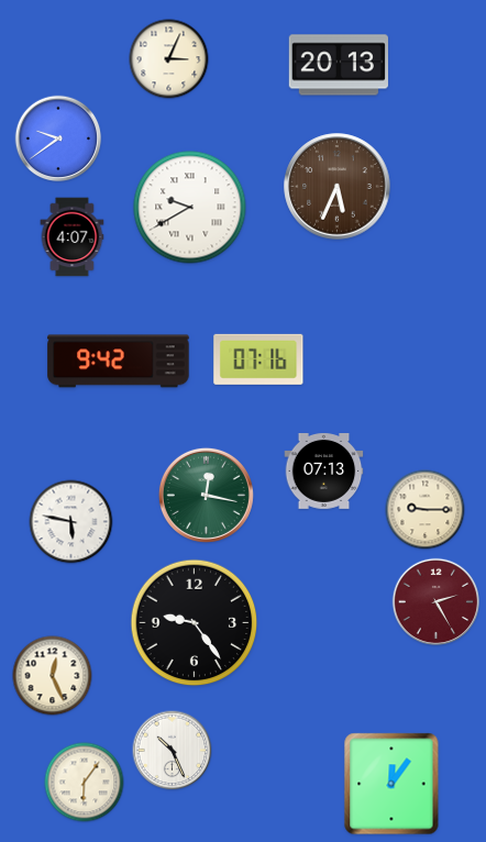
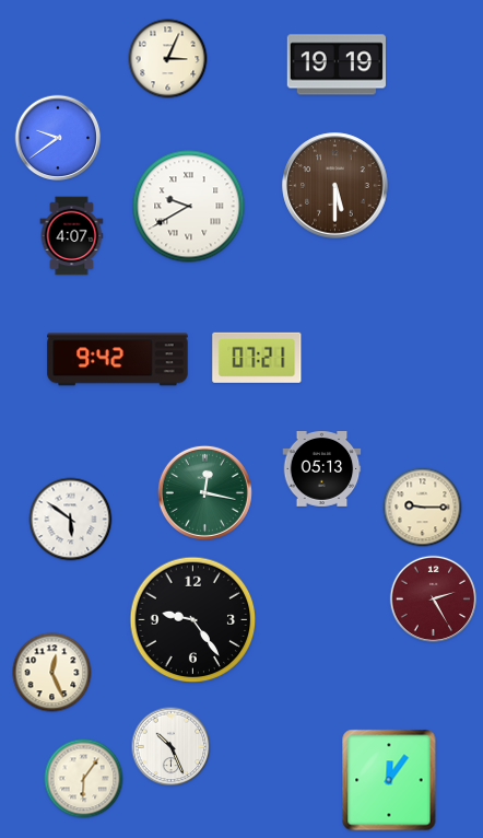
clock at (339, 65): 20:13 -> 19:19
clock at (338, 187): 5:34 -> 5:30
clock at (258, 359): 07:16 -> 07:21
clock at (324, 472): 07:13 -> 05:13
clock at (71, 522): 5:47 -> 5:51
